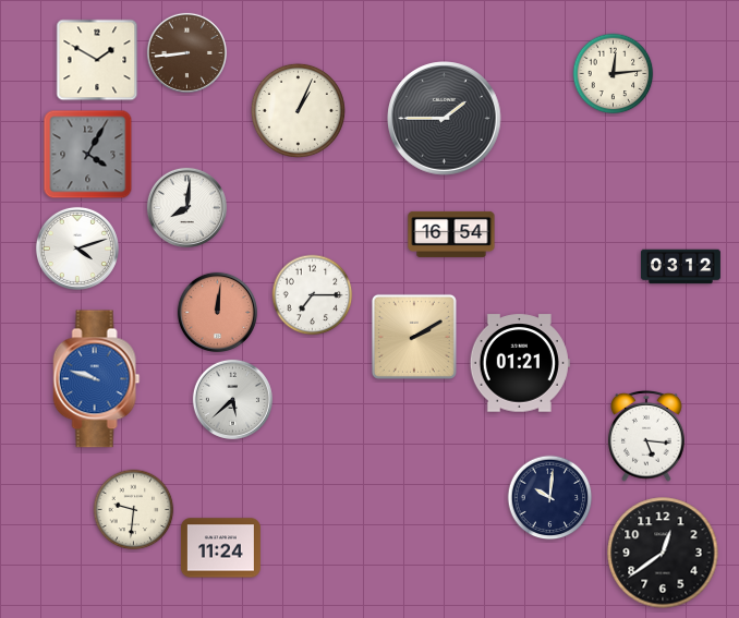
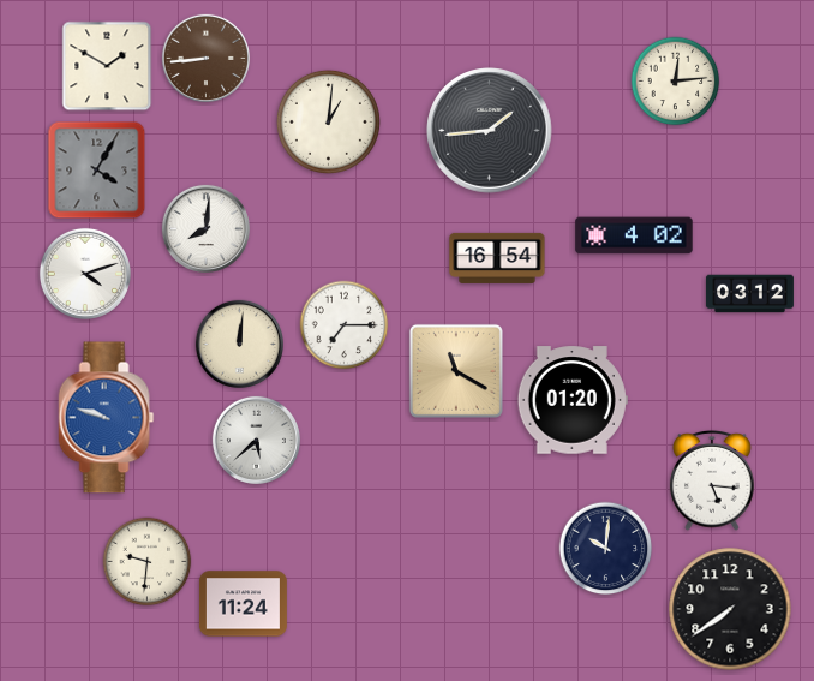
clock at (298, 110): 1:04 -> 1:01
clock at (445, 119): 1:45 -> 1:44
clock at (634, 235): none -> 4:02
clock at (217, 312) dial: salmon -> cream
clock at (414, 337): 2:10 -> 11:20
clock at (520, 363): 01:21 -> 01:20
clock at (663, 553): 12:39 -> 7:39
